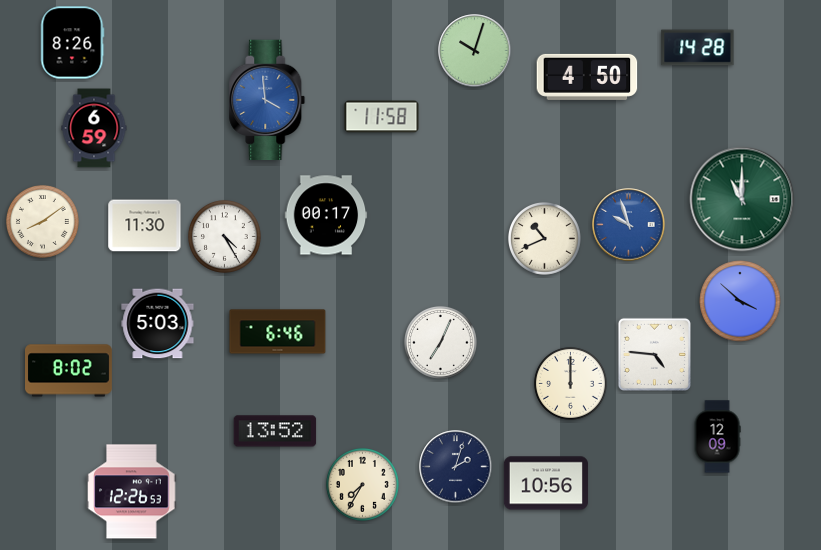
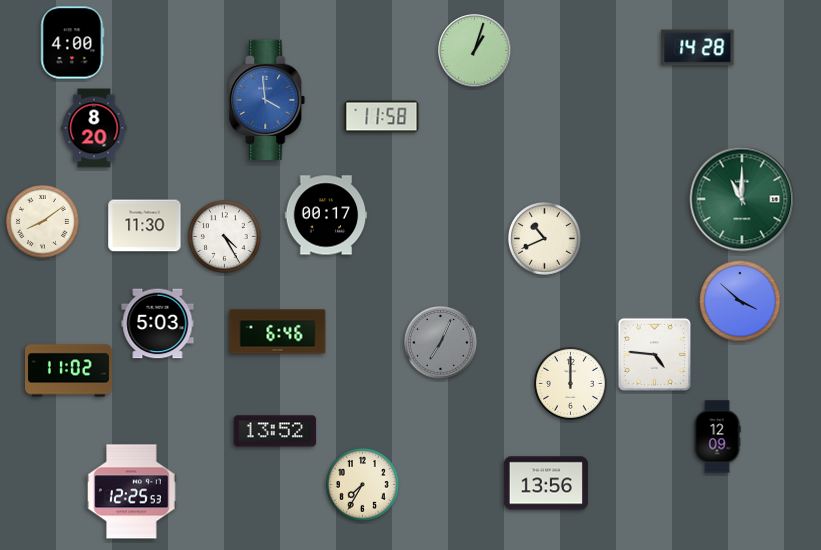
clock at (73, 43): 8:26 -> 4:00
clock at (475, 51): 10:03 -> 1:03
clock at (587, 77): 4:50 -> none
clock at (94, 128): 6:59 -> 8:20
clock at (629, 225): 9:57 -> none
clock at (440, 342) dial: white -> grey
clock at (69, 371): 8:02 -> 11:02
clock at (456, 467): 2:03 -> none
clock at (546, 483): 10:56 -> 13:56
clock at (132, 492): 12:26 -> 12:25
